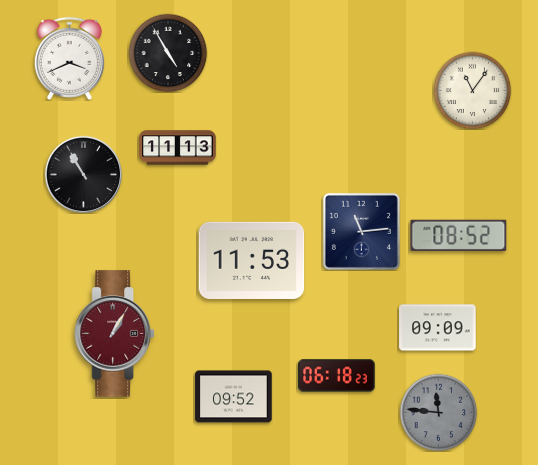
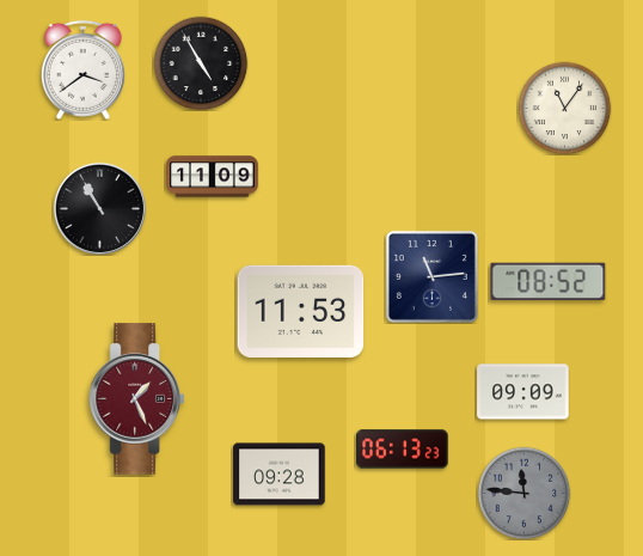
clock at (69, 58): 3:41 -> 3:39
clock at (178, 148): 11:13 -> 11:09
clock at (114, 334): 1:05 -> 1:26
clock at (337, 376): 06:18 -> 06:13
clock at (234, 397): 09:52 -> 09:28
